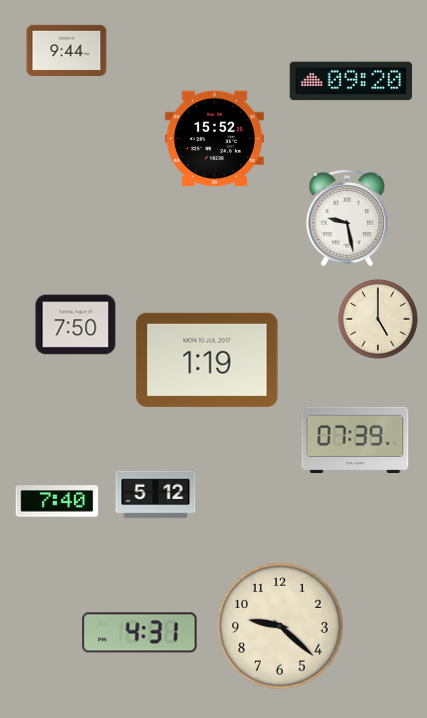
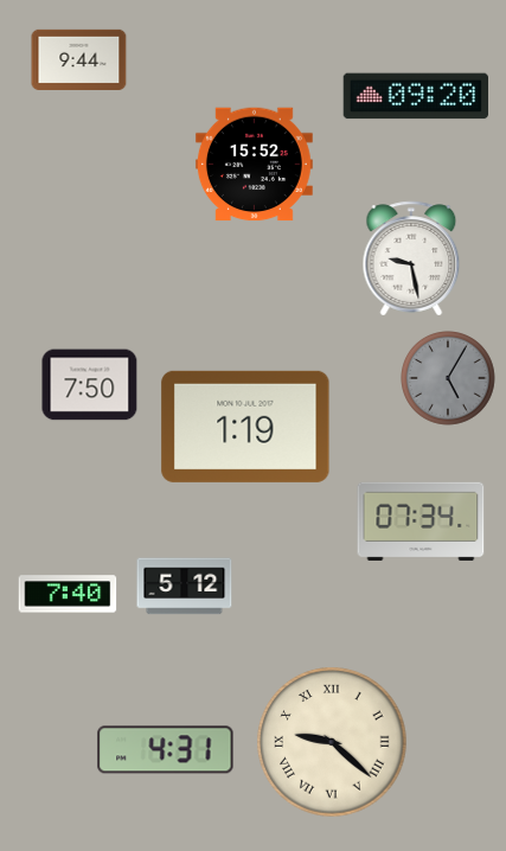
clock at (379, 320): 5:00 -> 5:05
clock at (379, 320) dial: cream -> grey
clock at (355, 439): 07:39 -> 07:34
clock at (280, 626) numerals: Arabic -> Roman
